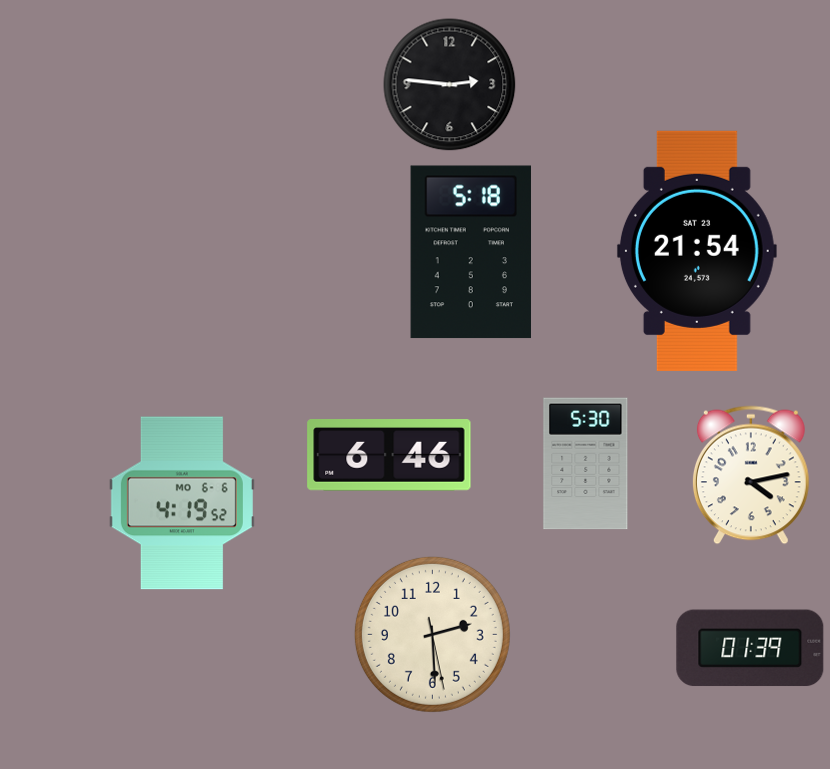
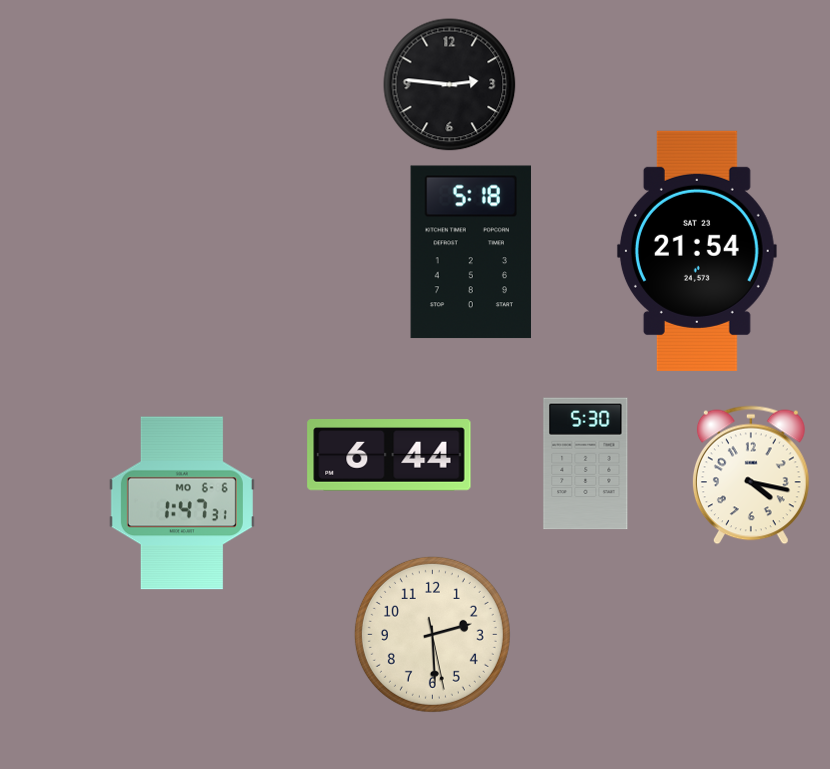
clock at (389, 455): 6:46 -> 6:44
clock at (751, 475): 4:13 -> 4:17
clock at (182, 503): 4:19 -> 1:47
clock at (750, 648): 01:39 -> none
